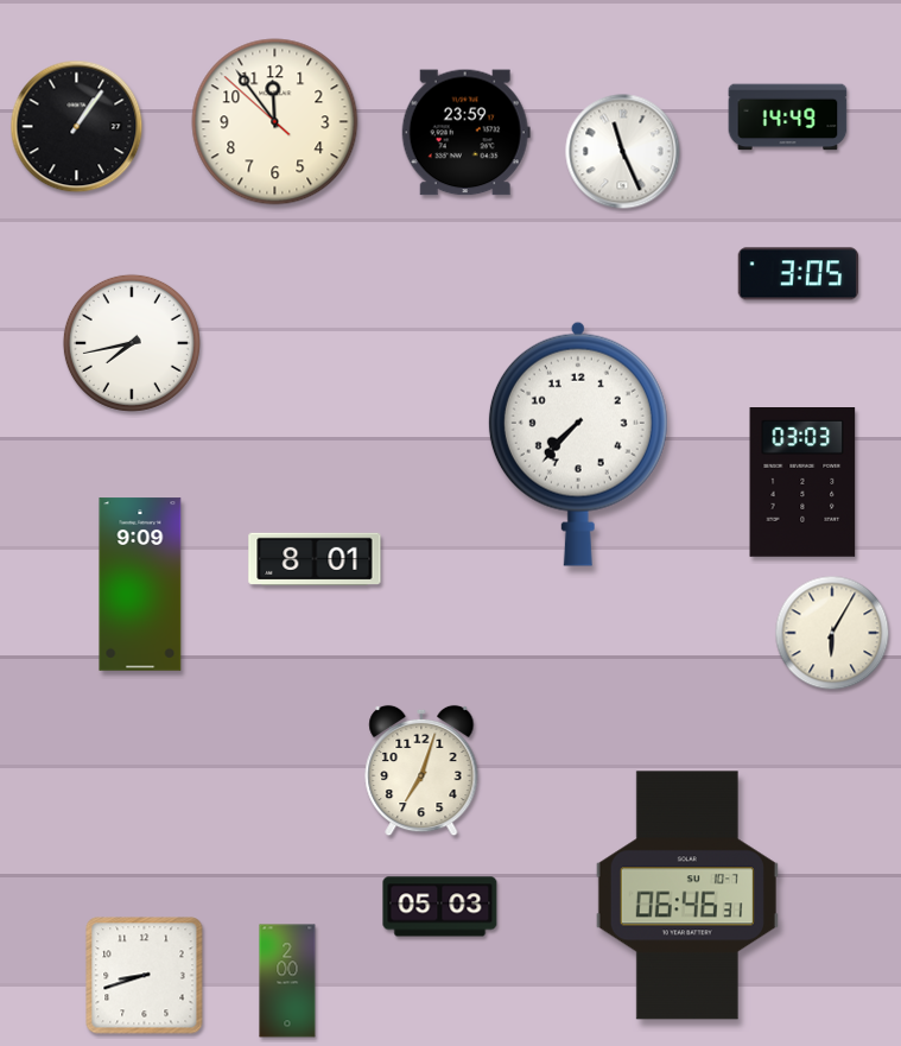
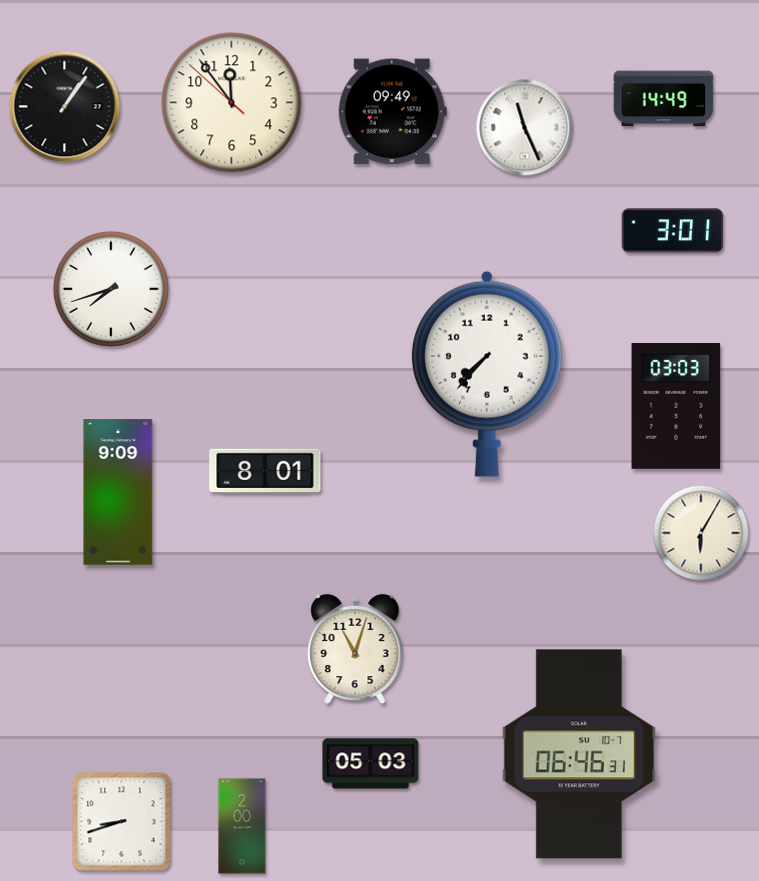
clock at (465, 133): 23:59 -> 09:49
clock at (799, 274): 3:05 -> 3:01
clock at (132, 343): 7:43 -> 7:42
clock at (421, 771): 7:03 -> 11:03
